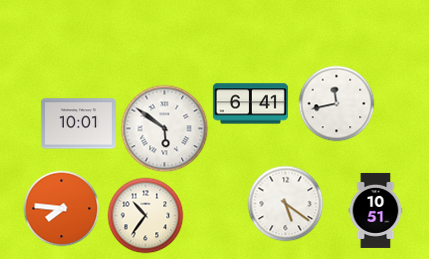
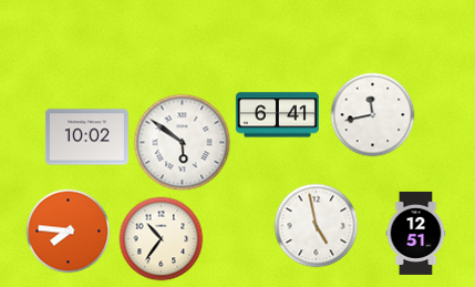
clock at (78, 124): 10:01 -> 10:02
clock at (286, 204): 5:21 -> 4:58
clock at (376, 210): 10:51 -> 12:51
